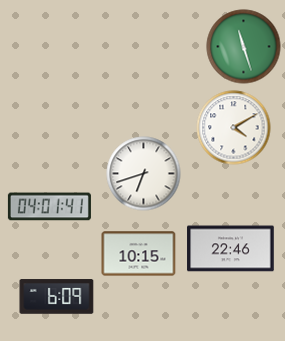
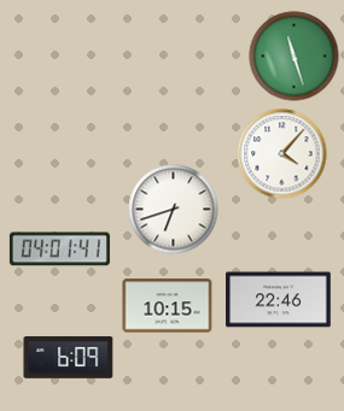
clock at (234, 128): 4:10 -> 4:07
